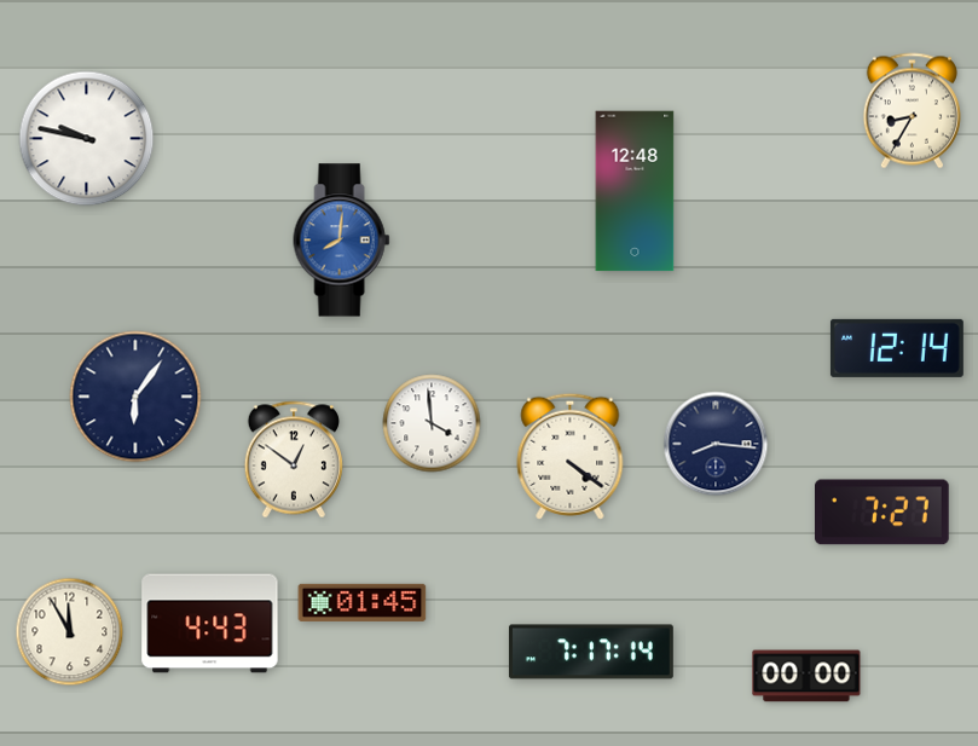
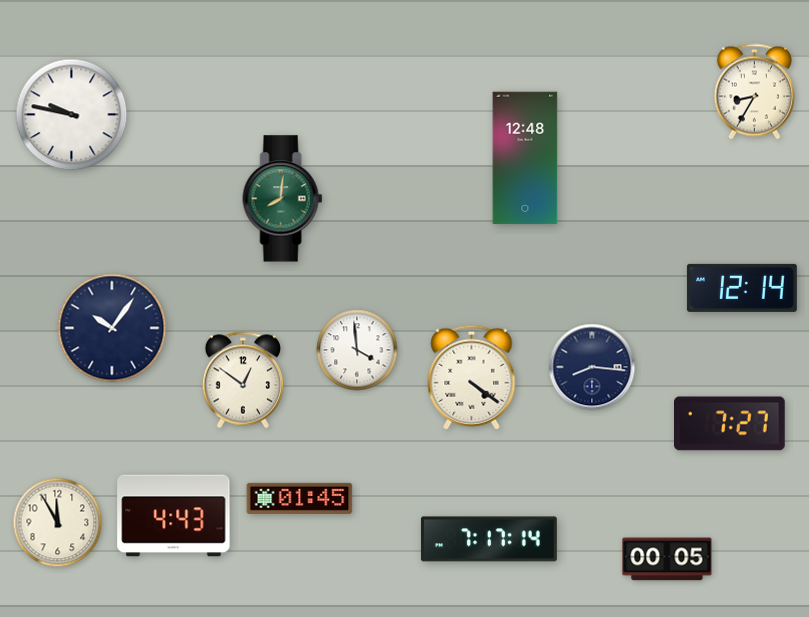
clock at (342, 241) dial: blue -> green
clock at (135, 397): 6:06 -> 10:06
clock at (806, 676): 00:00 -> 00:05
